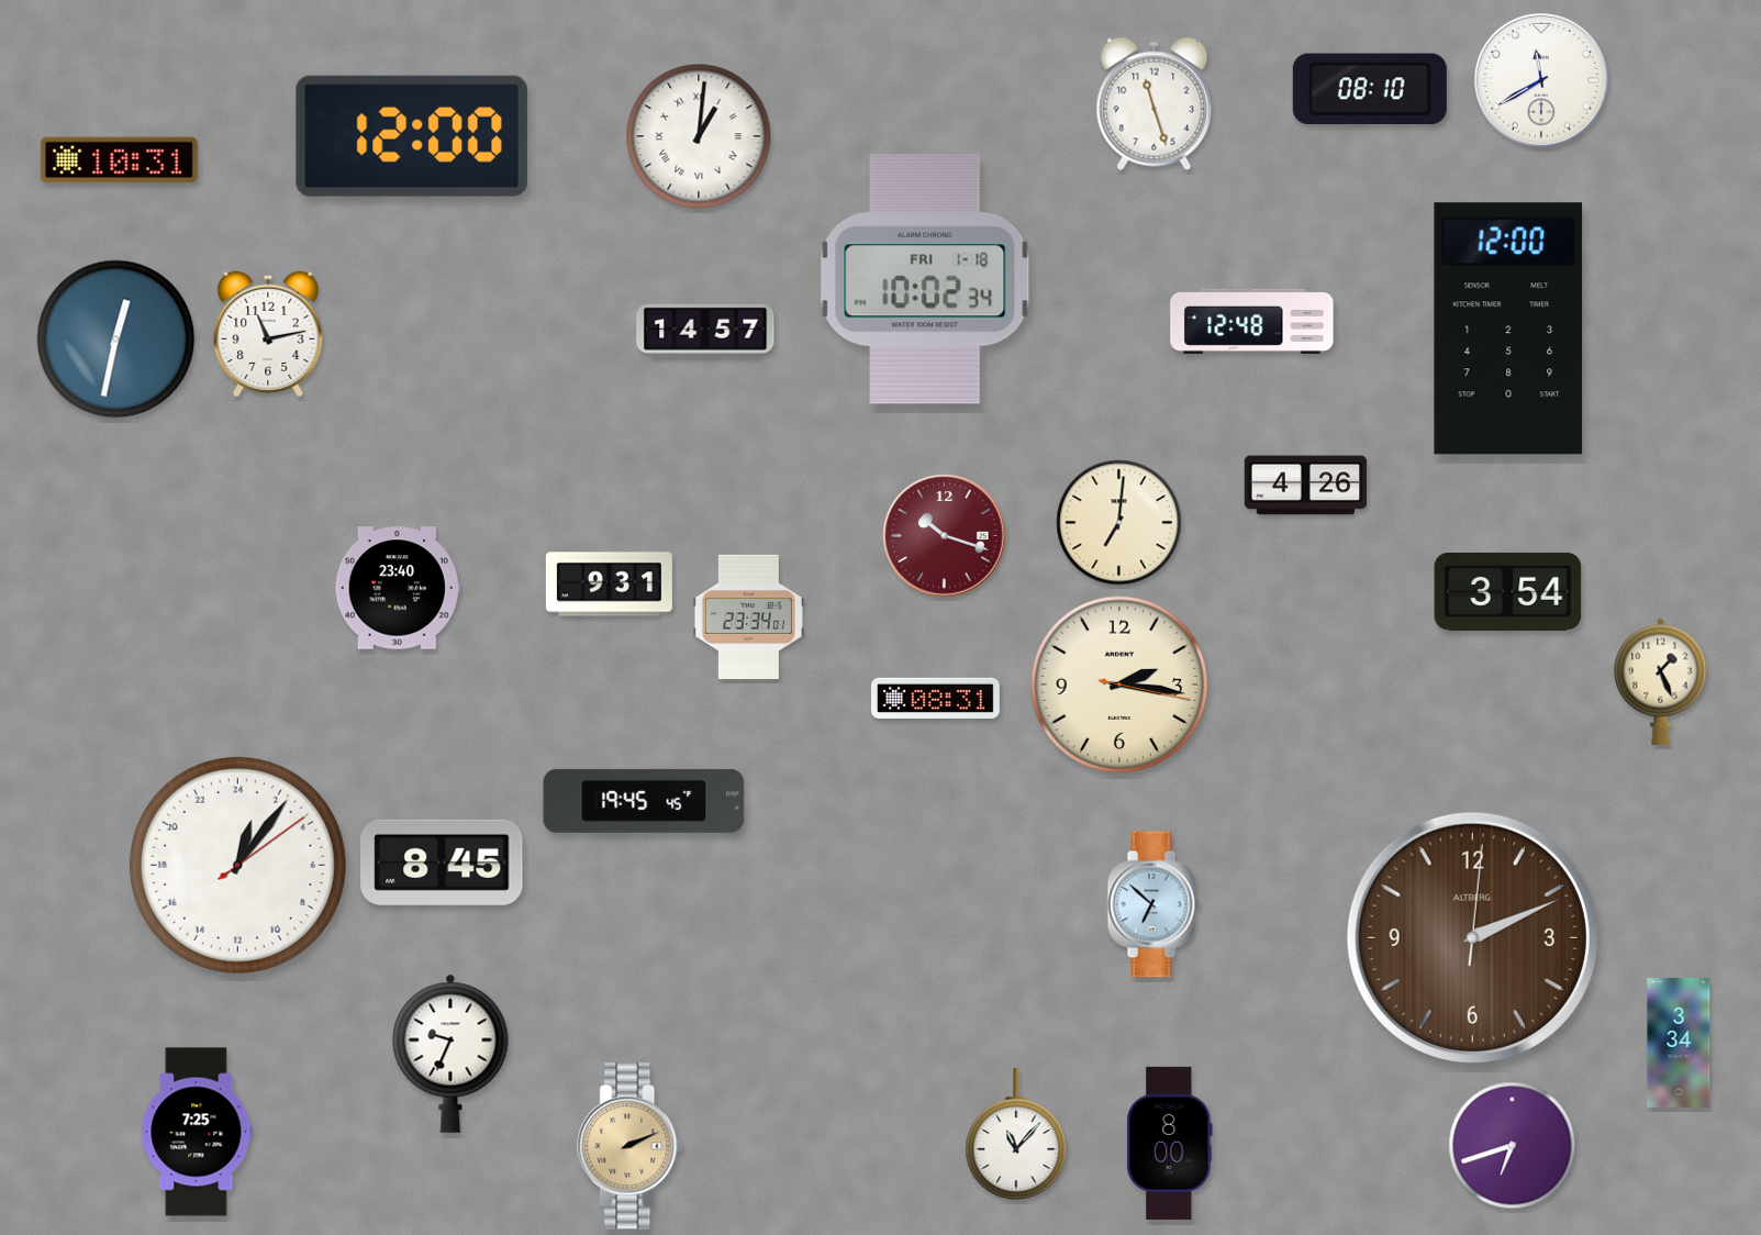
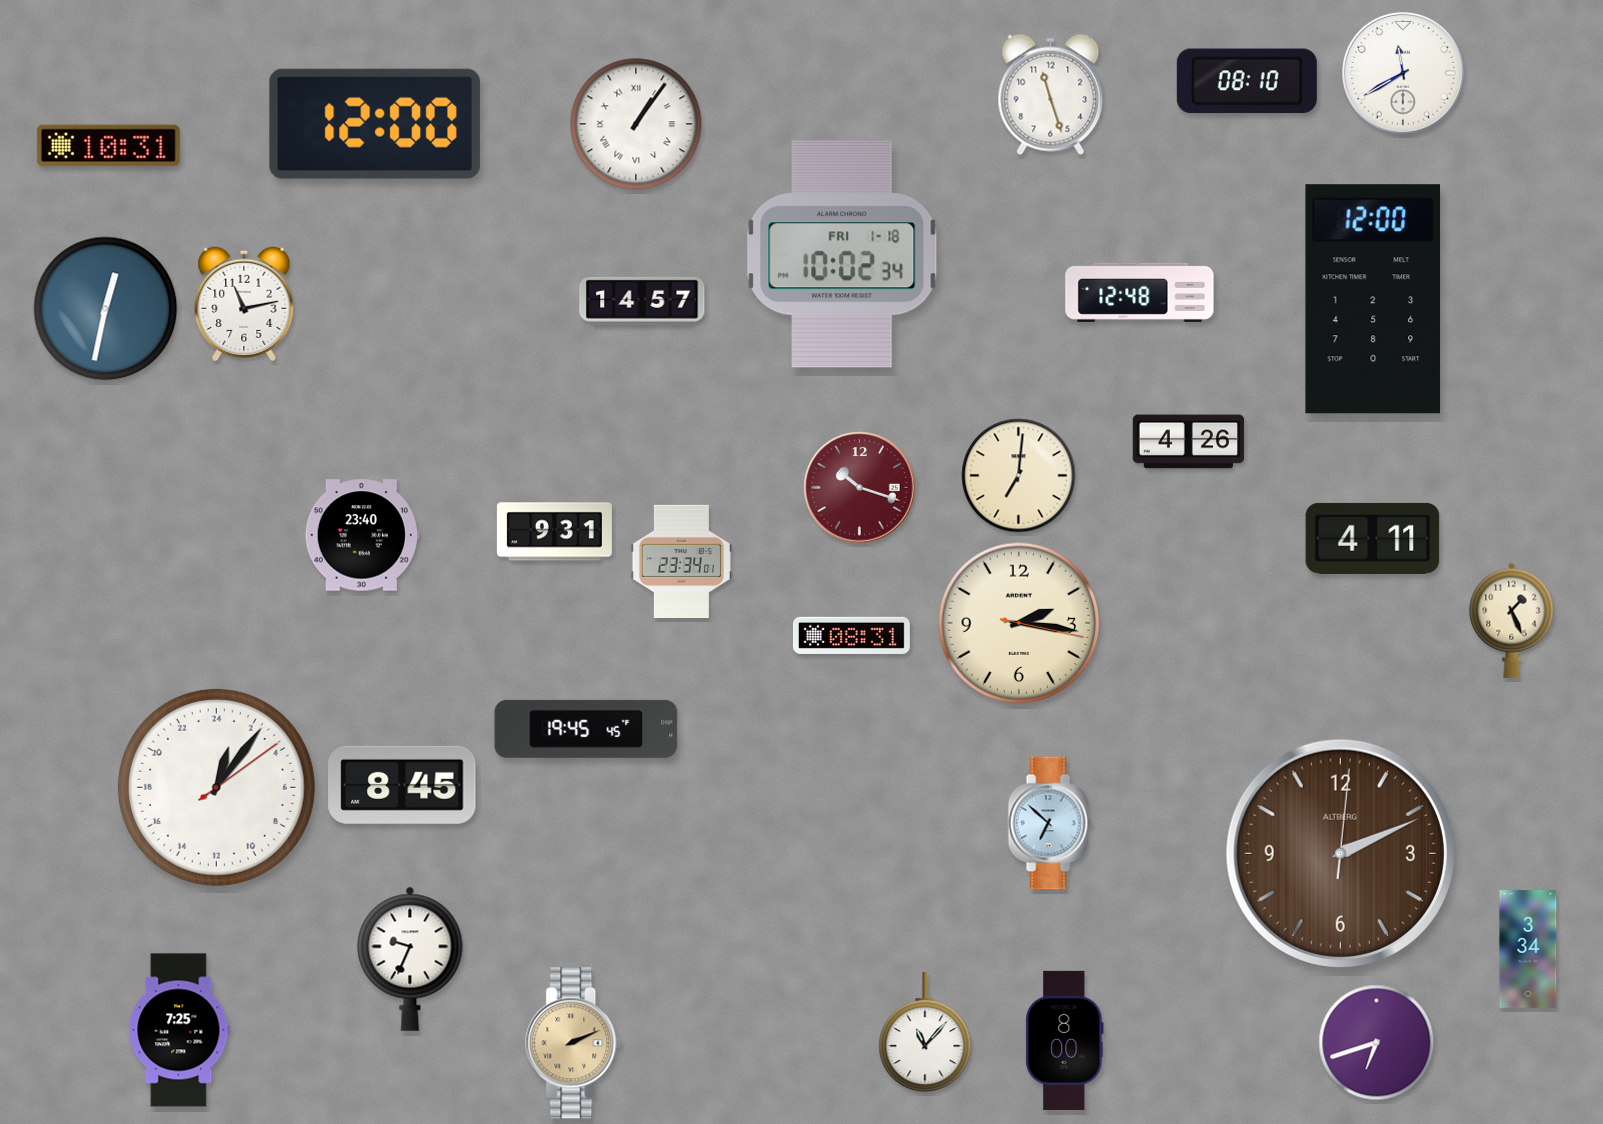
clock at (699, 136): 1:01 -> 1:06
clock at (1508, 591): 3:54 -> 4:11
